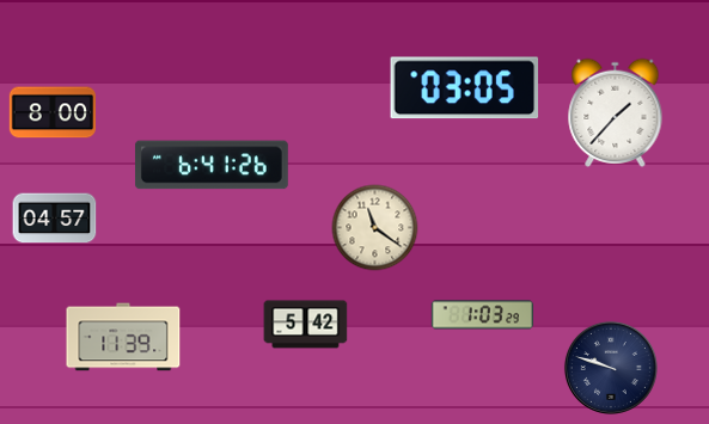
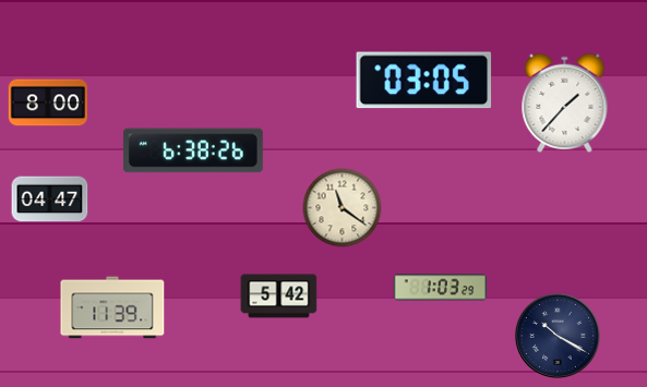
clock at (616, 112) position: (616, 112) -> (565, 102)
clock at (212, 165): 6:41 -> 6:38
clock at (55, 219): 04:57 -> 04:47
clock at (611, 368): 9:48 -> 10:20
